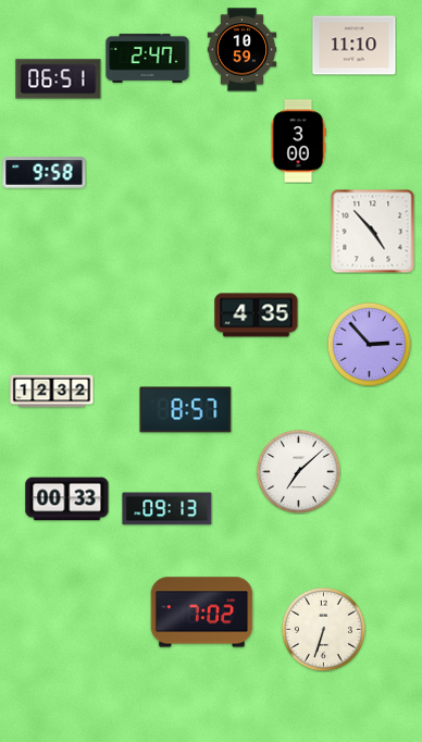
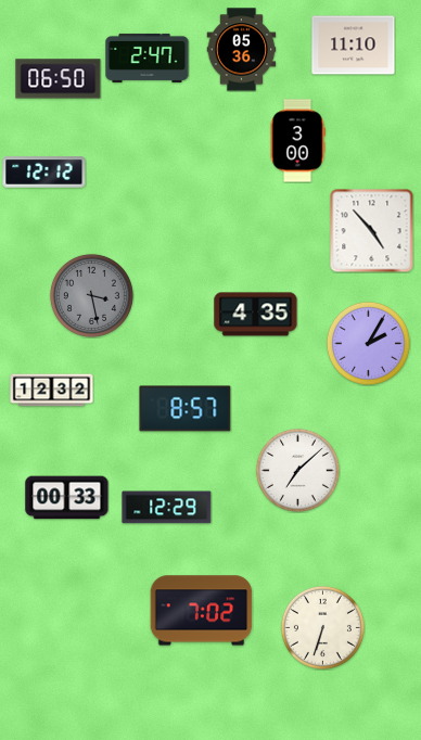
clock at (243, 50): 10:59 -> 05:36
clock at (59, 79): 06:51 -> 06:50
clock at (45, 173): 9:58 -> 12:12
clock at (91, 295): none -> 3:28
clock at (369, 344): 2:53 -> 2:05
clock at (167, 509): 09:13 -> 12:29
